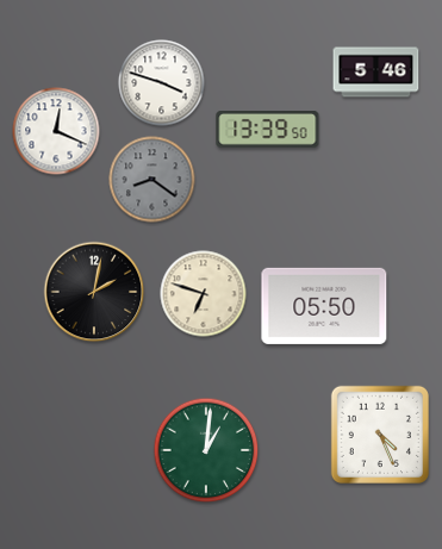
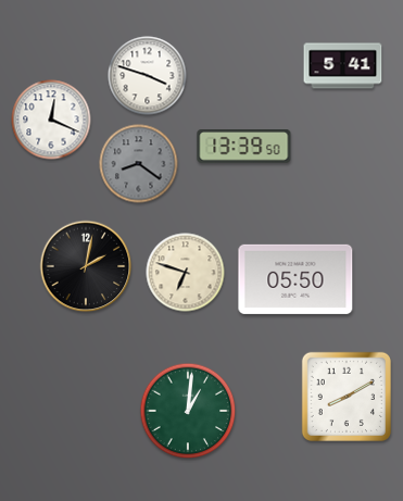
clock at (376, 73): 5:46 -> 5:41
clock at (268, 130) position: (268, 130) -> (244, 147)
clock at (204, 294) position: (204, 294) -> (186, 273)
clock at (380, 435): 4:26 -> 8:10
